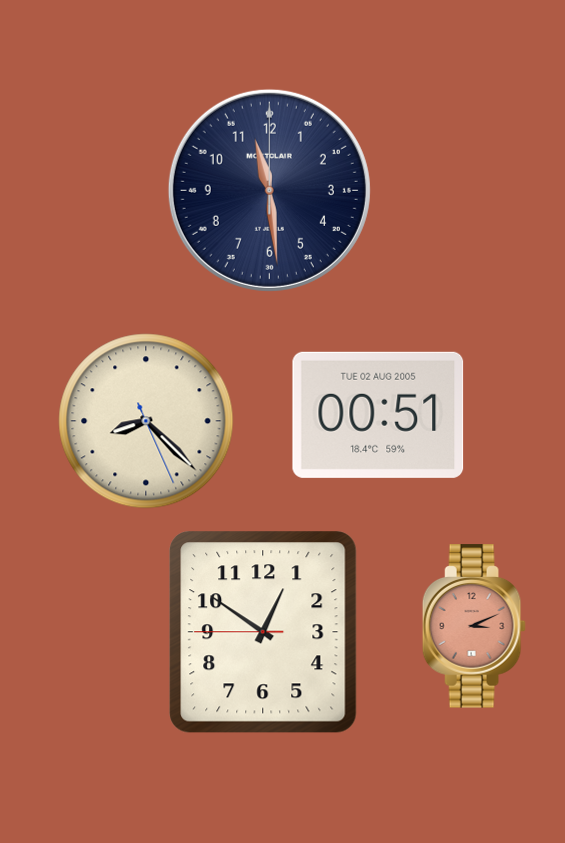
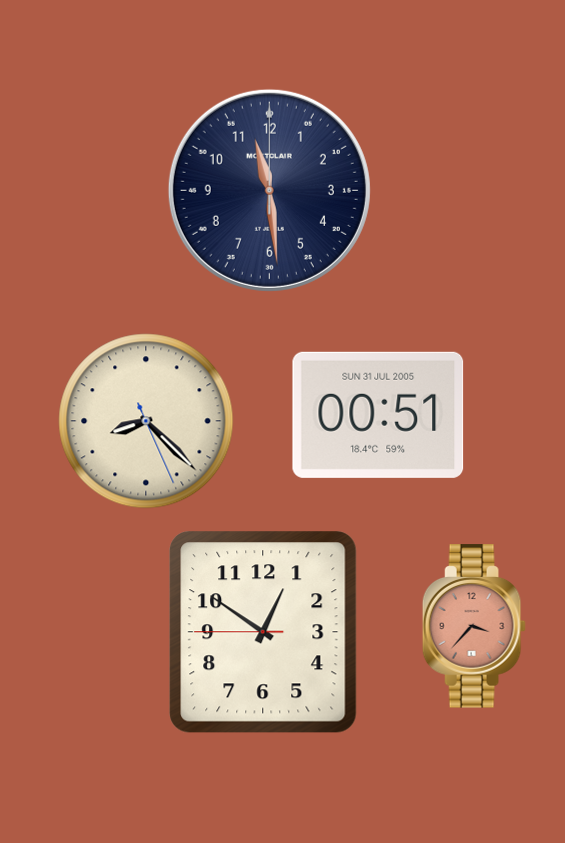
clock at (378, 415) date: TUE 02 AUG 2005 -> SUN 31 JUL 2005
clock at (474, 626): 3:11 -> 3:37
